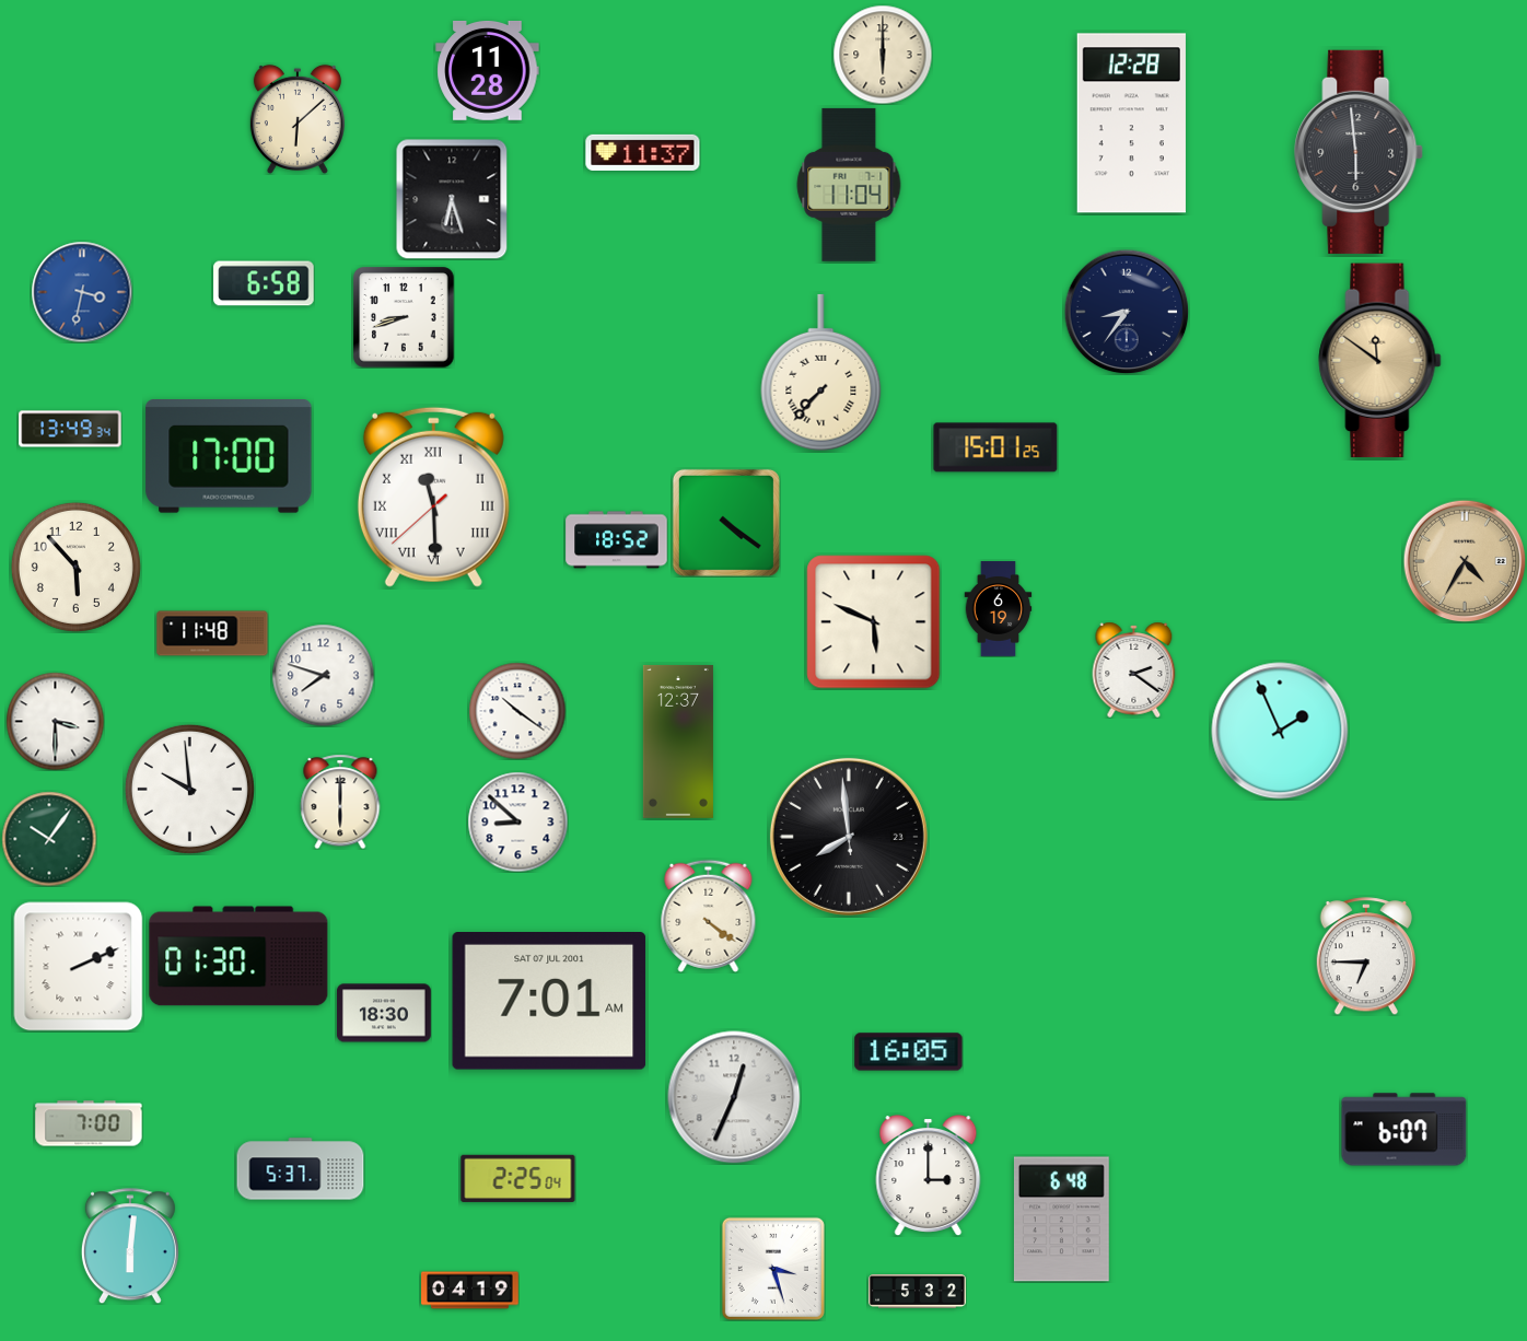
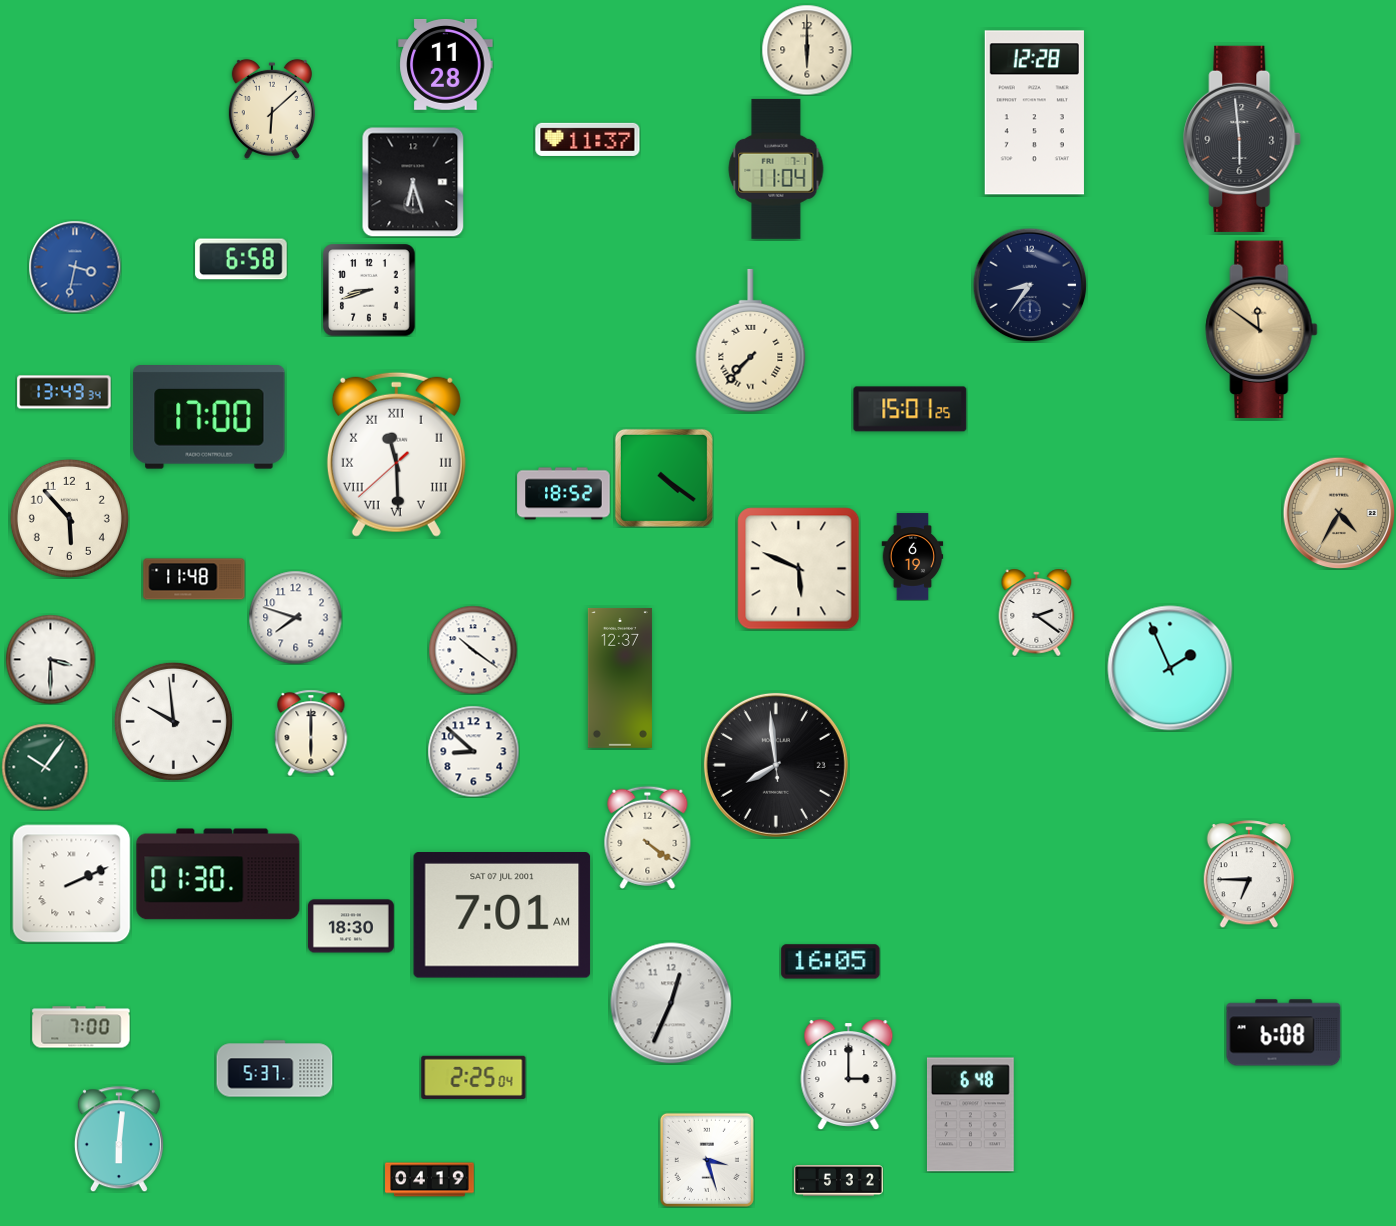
clock at (1404, 1130): 6:07 -> 6:08
